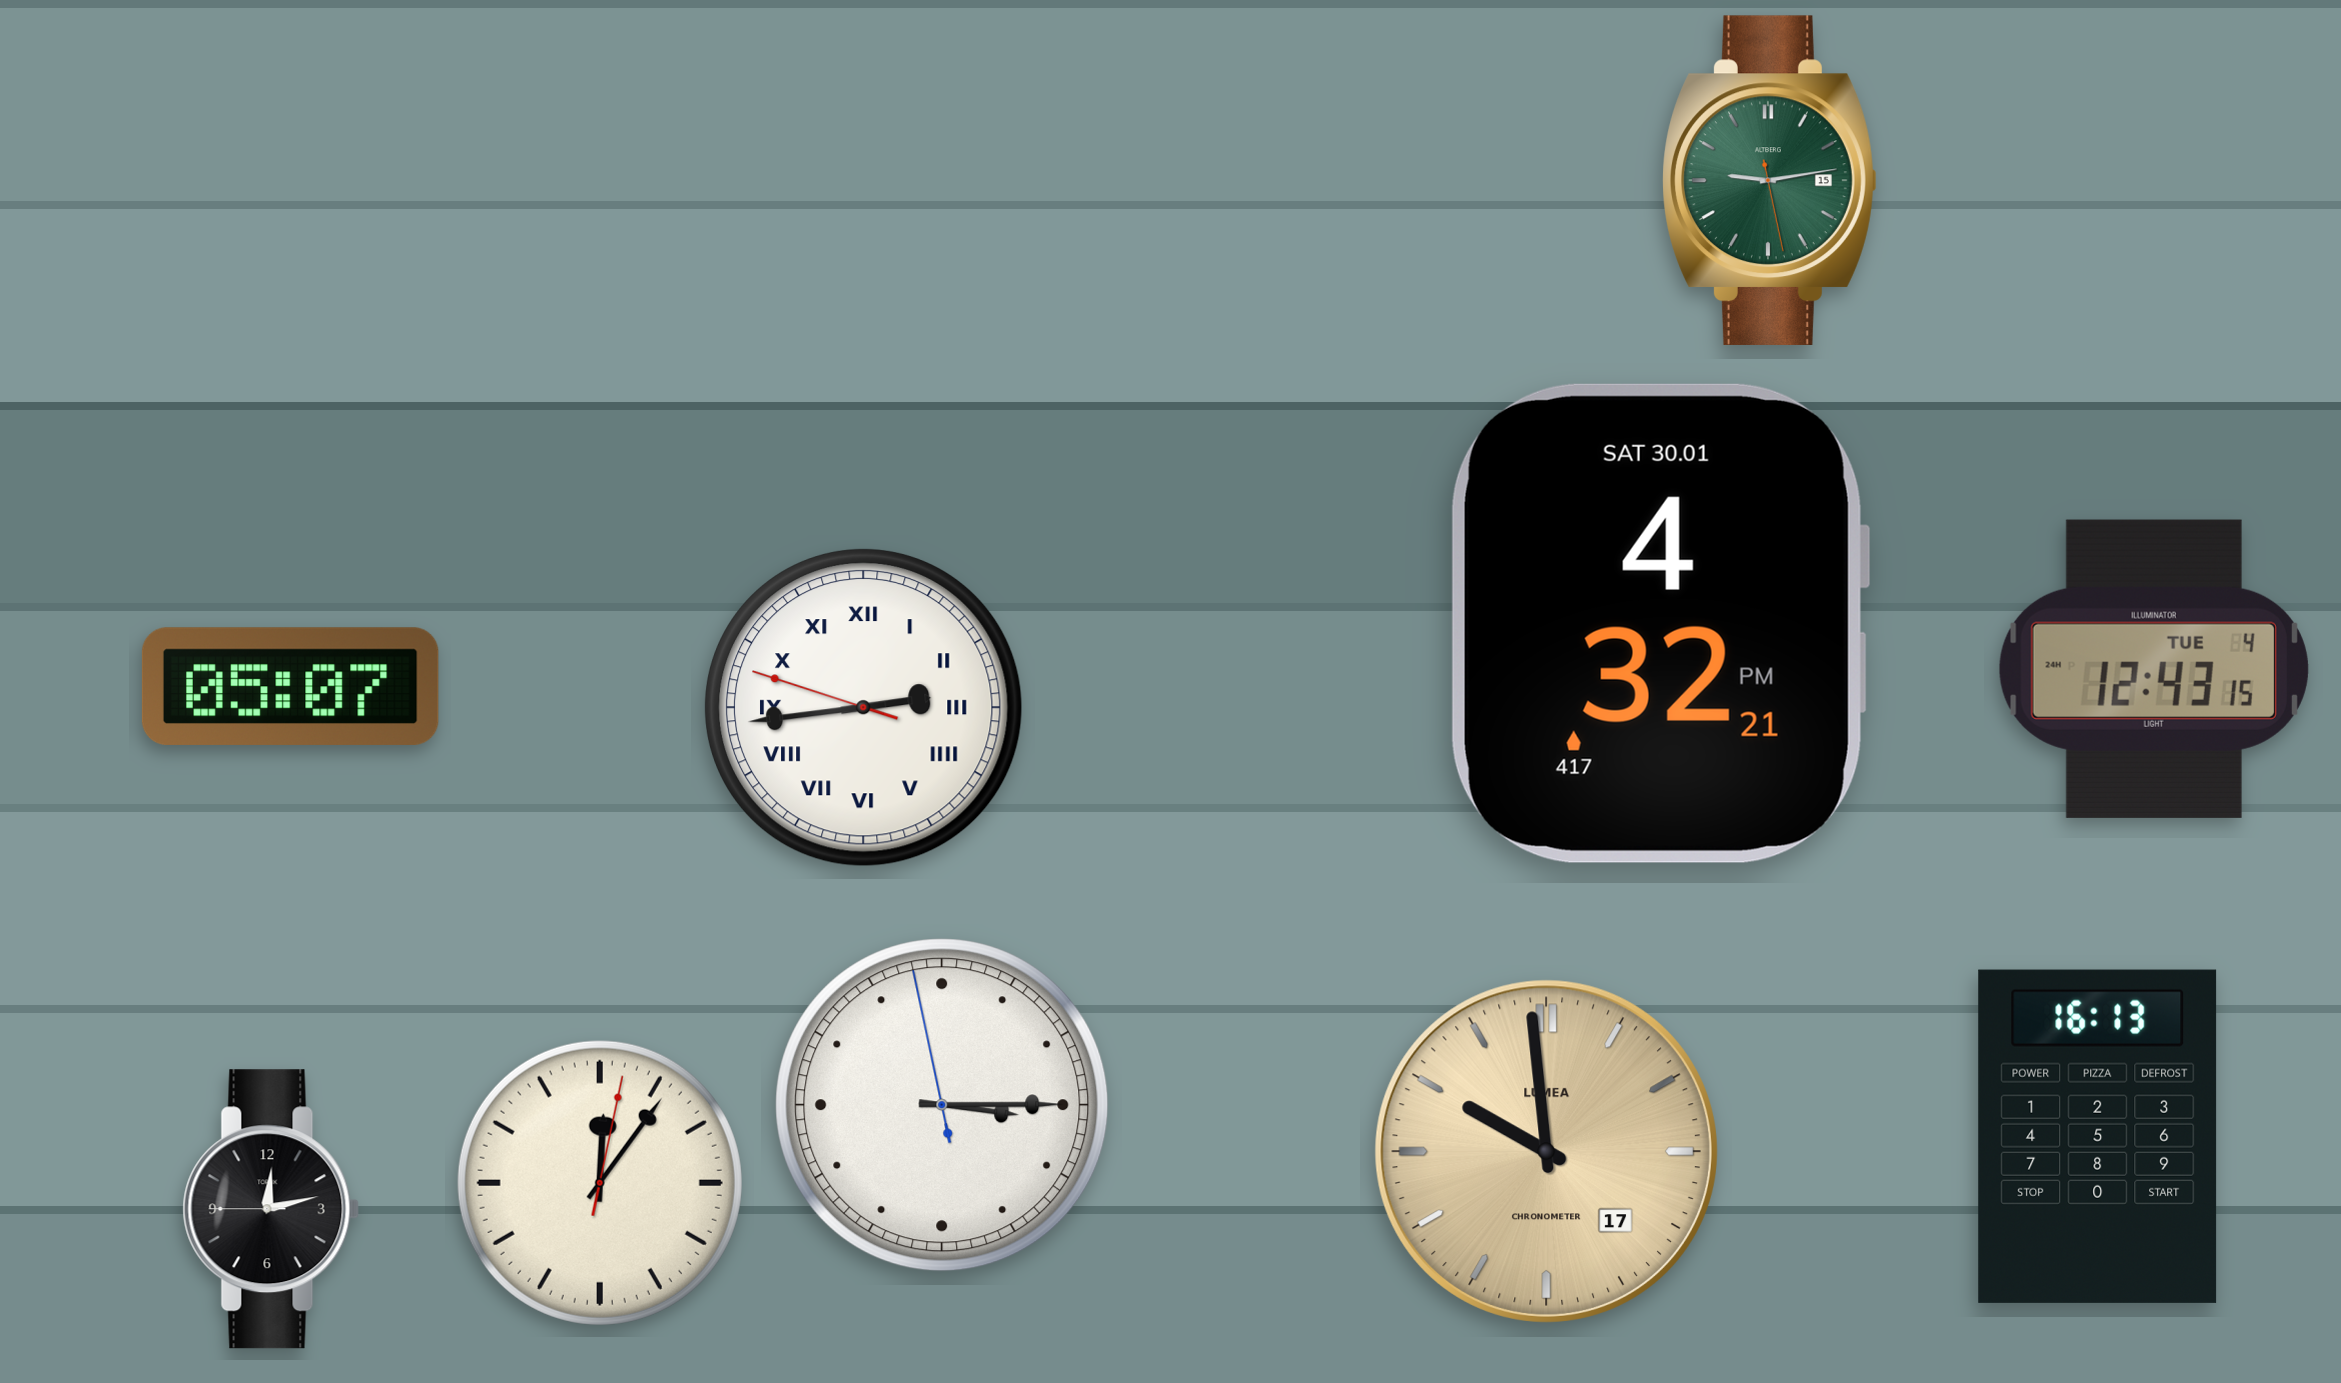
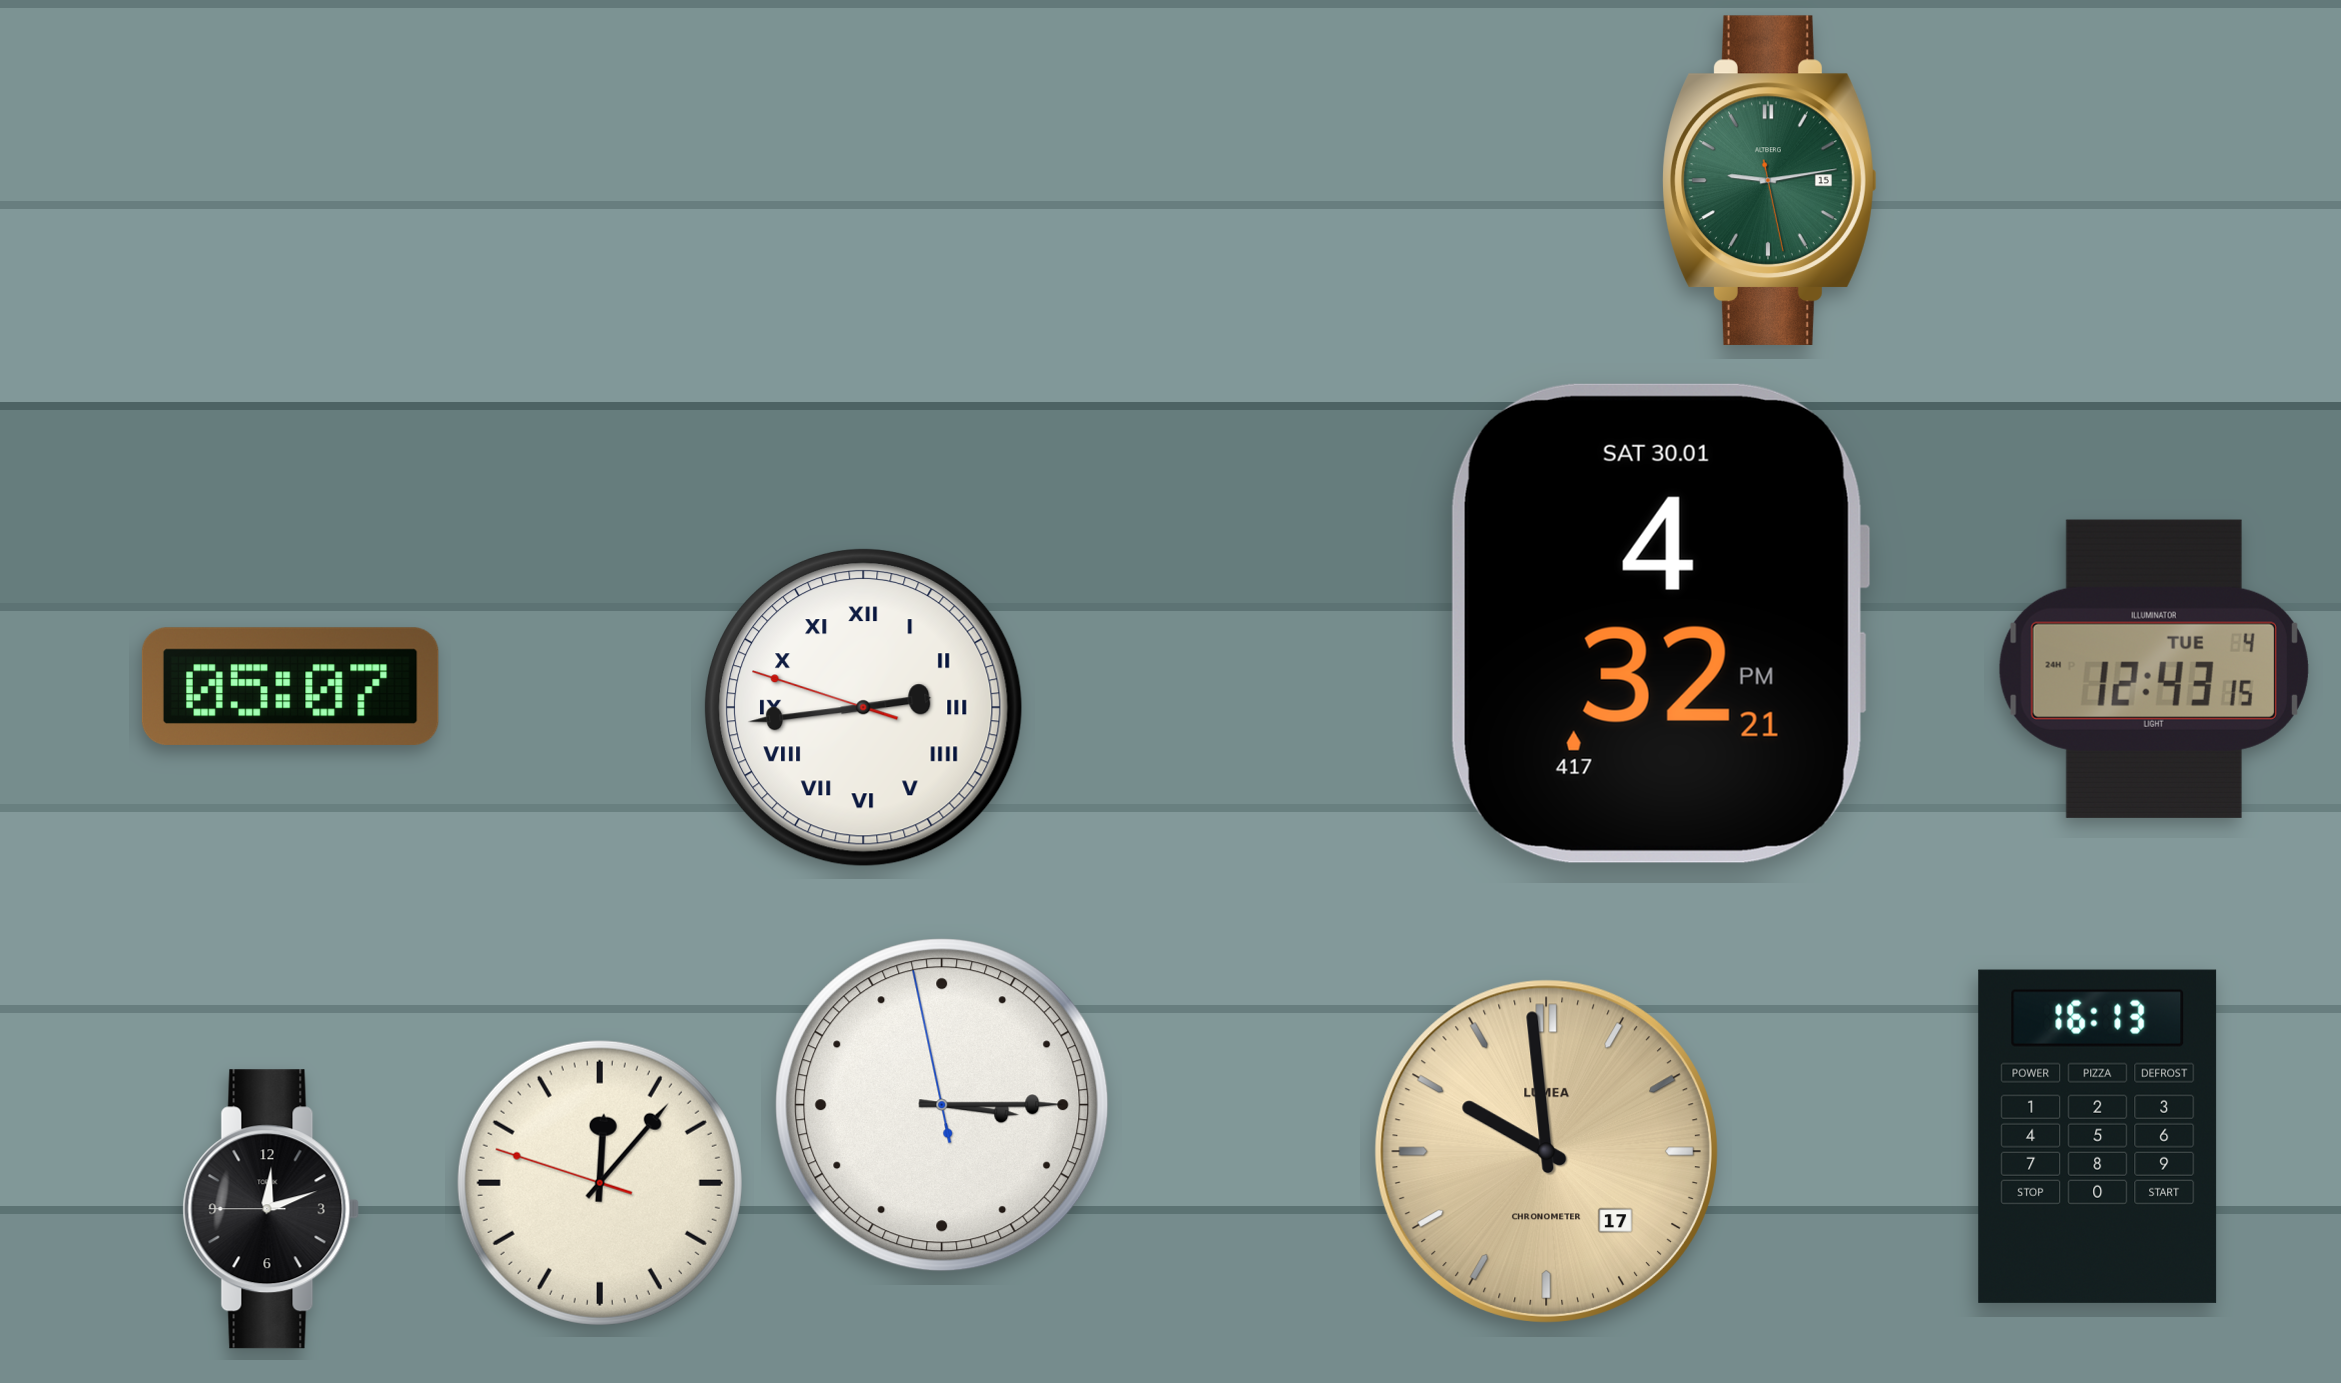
clock at (600, 1183): 12:06:02 -> 12:06:48
clock at (271, 1209): 12:12 -> 12:11
